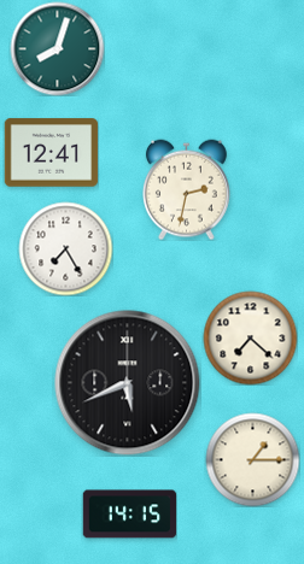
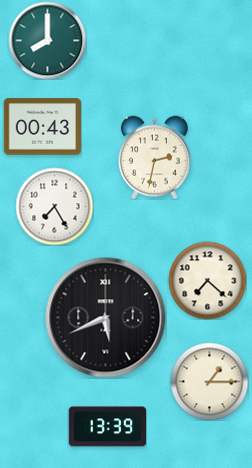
clock at (57, 48): 8:03 -> 8:00
clock at (51, 153): 12:41 -> 00:43
clock at (129, 515): 14:15 -> 13:39
